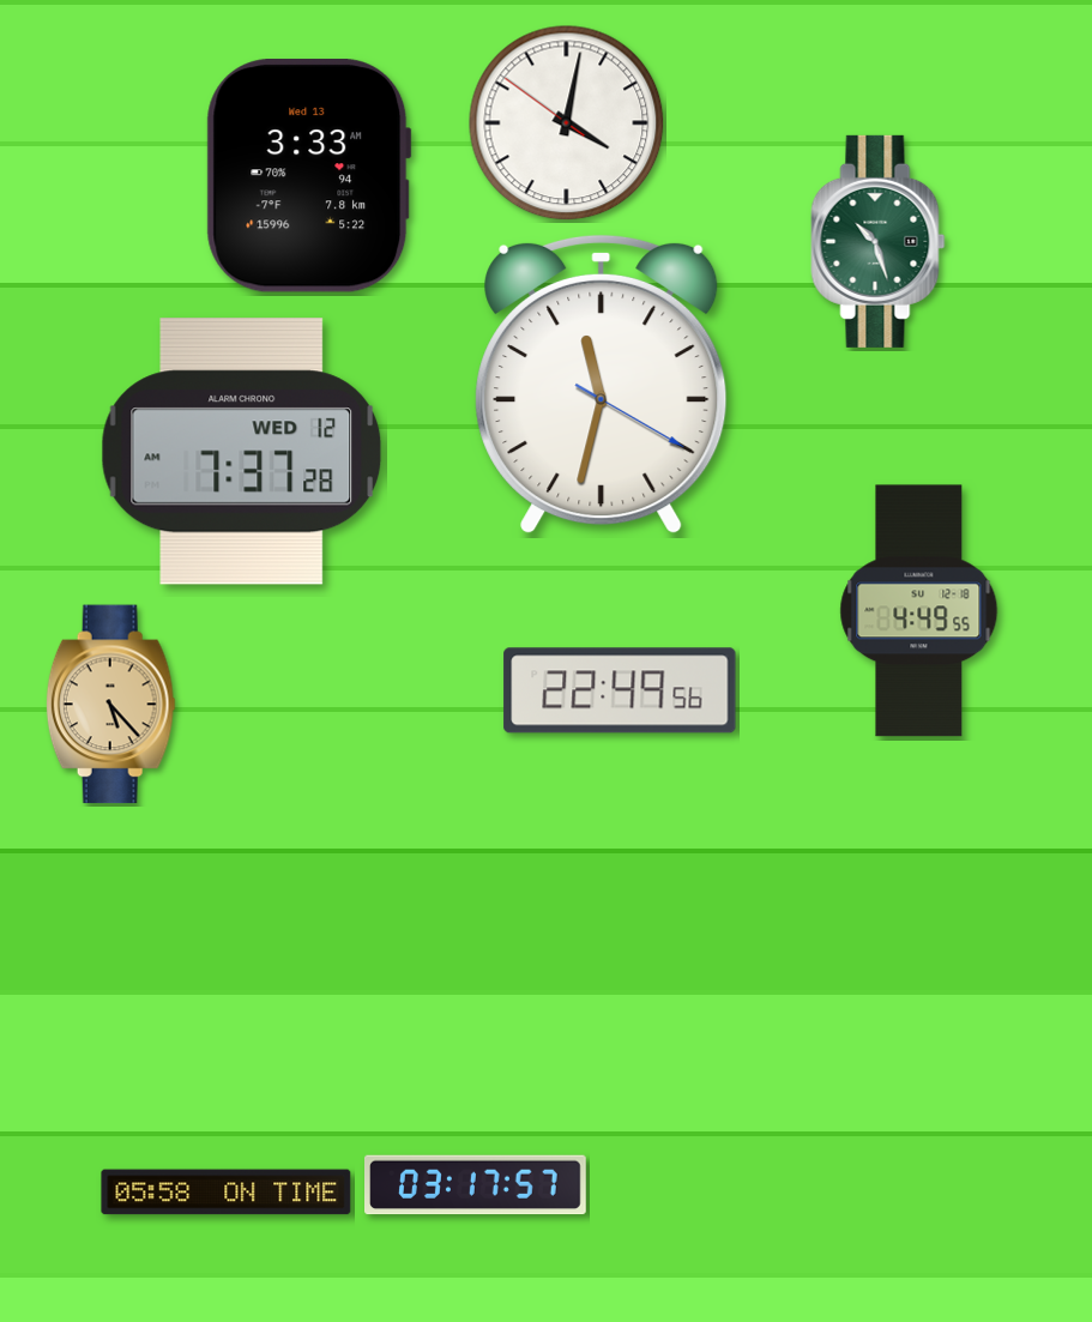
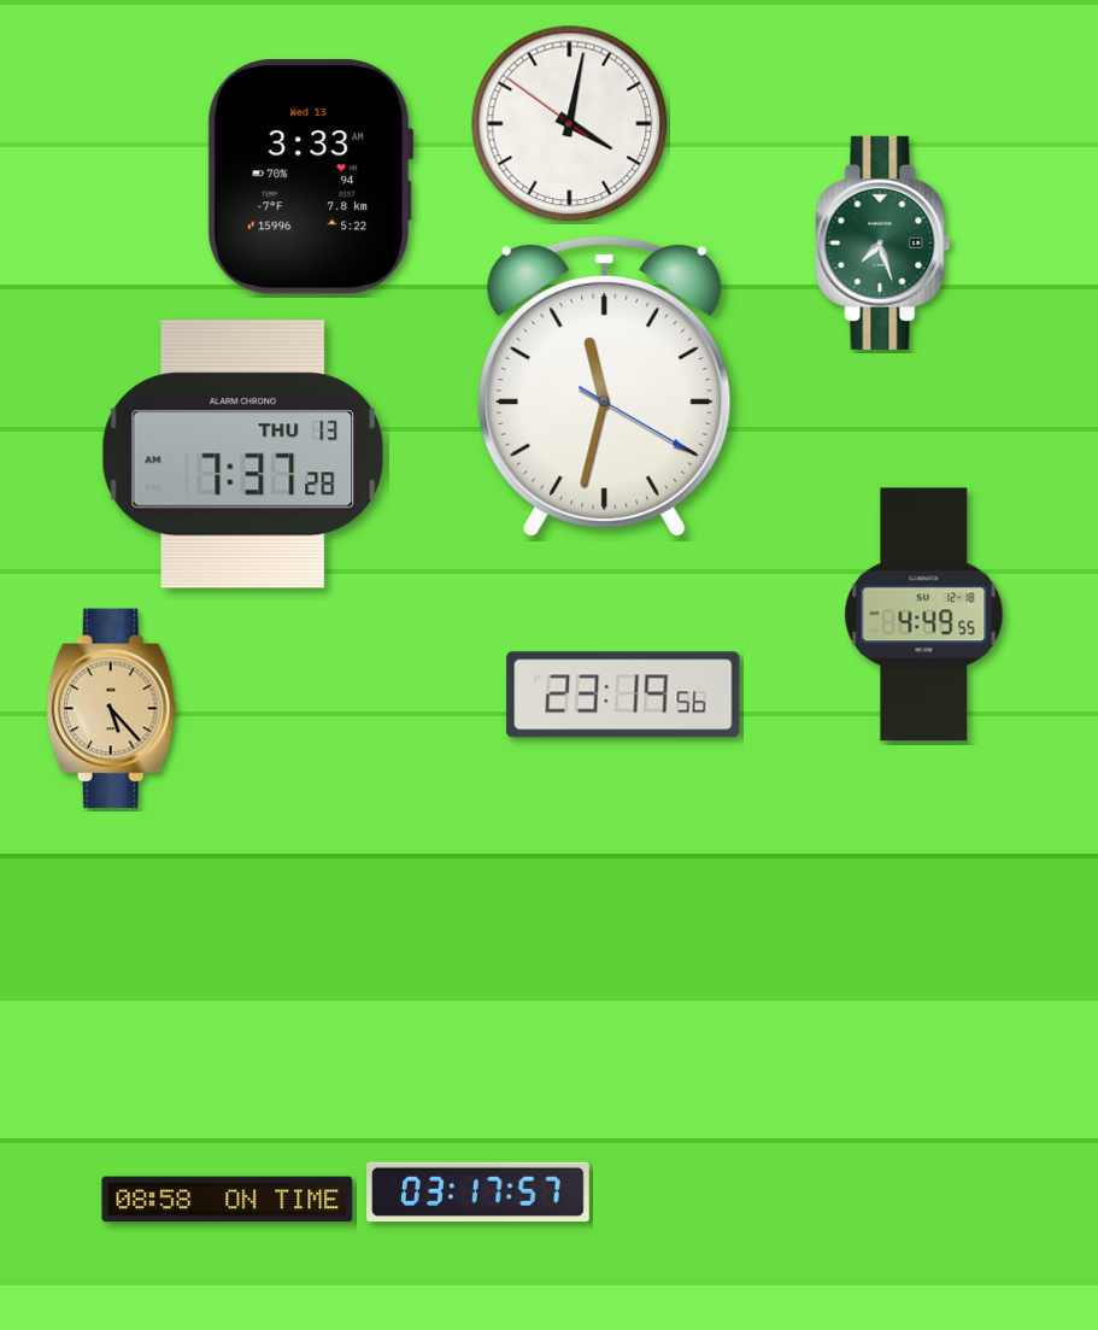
clock at (879, 241): 10:27 -> 7:27
clock at (242, 452) date: WED 12 -> THU 13
clock at (620, 690): 22:49 -> 23:19
clock at (227, 1193): 05:58 -> 08:58
